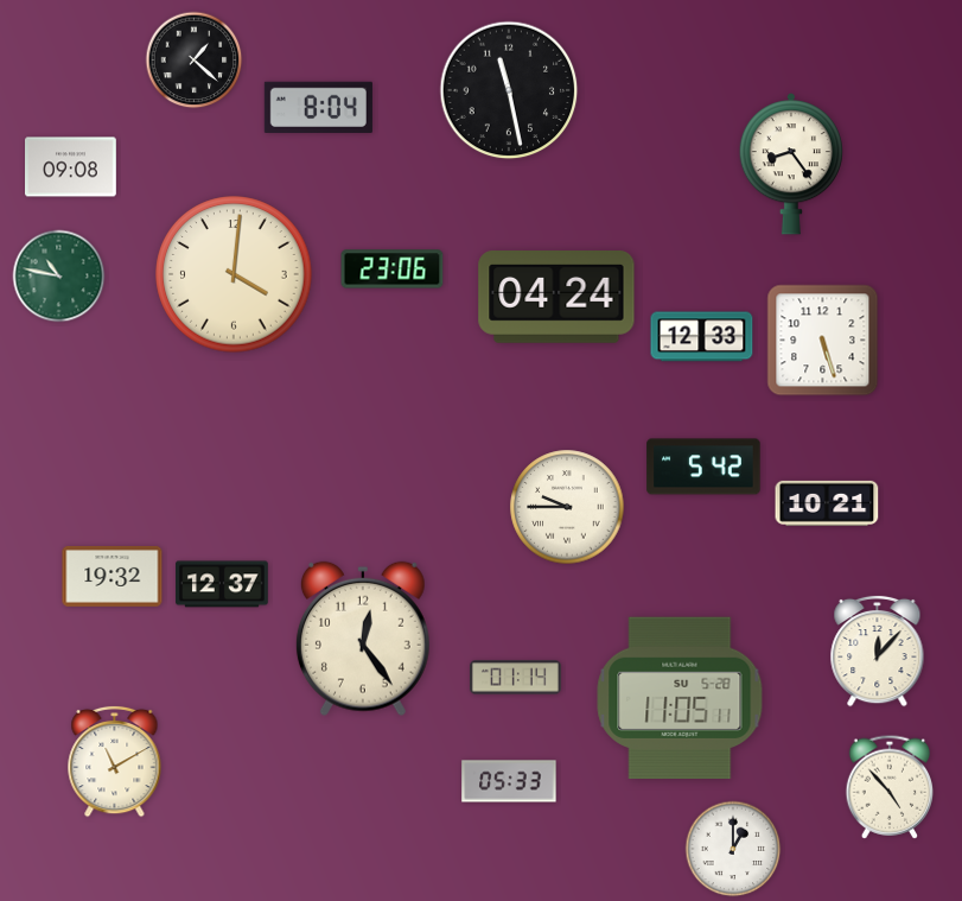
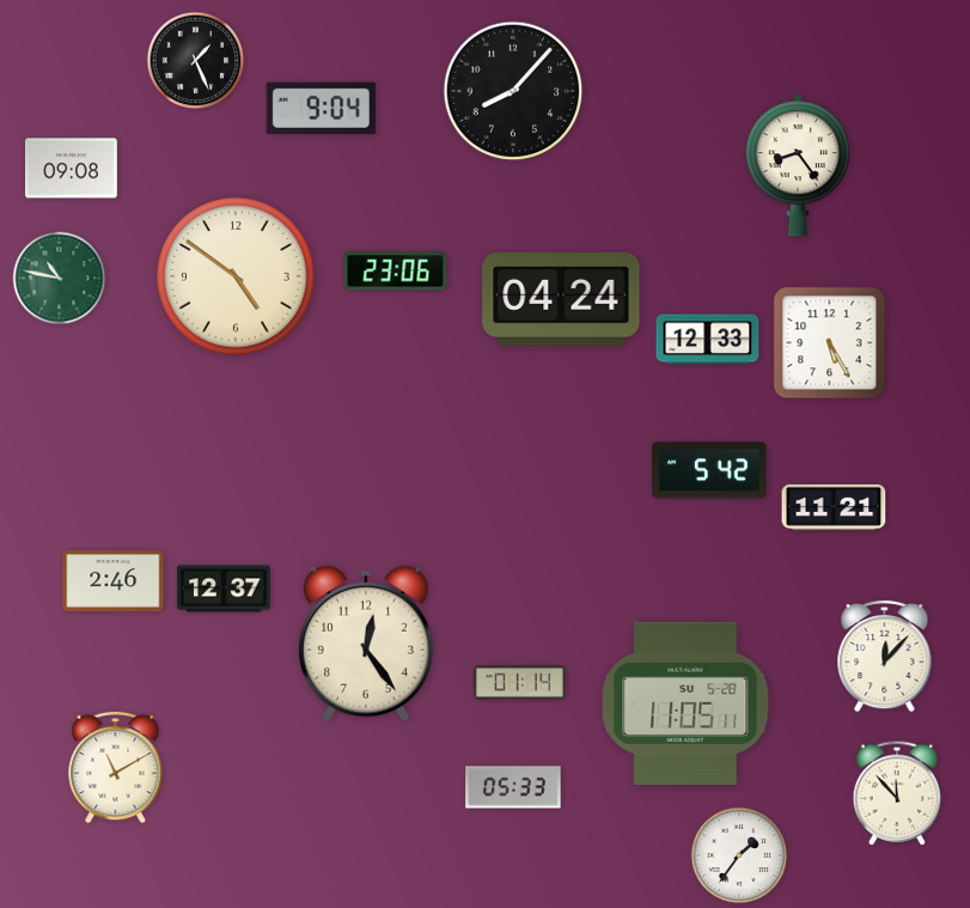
clock at (195, 61): 1:22 -> 1:26
clock at (509, 90): 11:28 -> 8:07
clock at (318, 107): 8:04 -> 9:04
clock at (234, 274): 4:01 -> 4:51
clock at (823, 341): 5:27 -> 5:25
clock at (827, 503): 10:21 -> 11:21
clock at (567, 507): 9:45 -> none
clock at (113, 576): 19:32 -> 2:46
clock at (890, 787): 4:53 -> 11:53
clock at (733, 849): 1:00 -> 1:36
